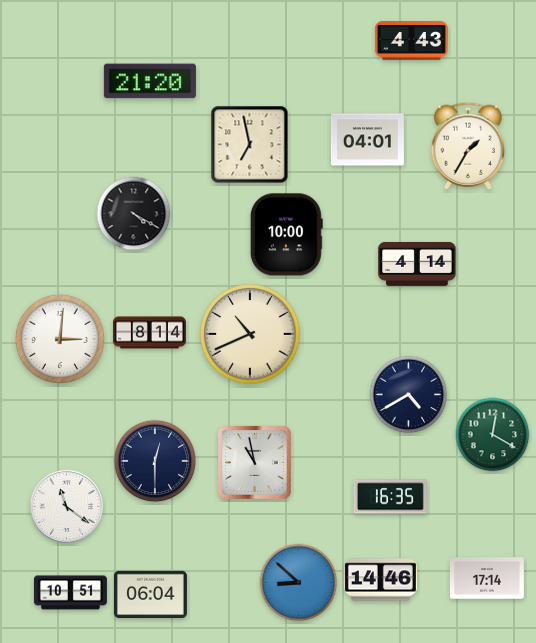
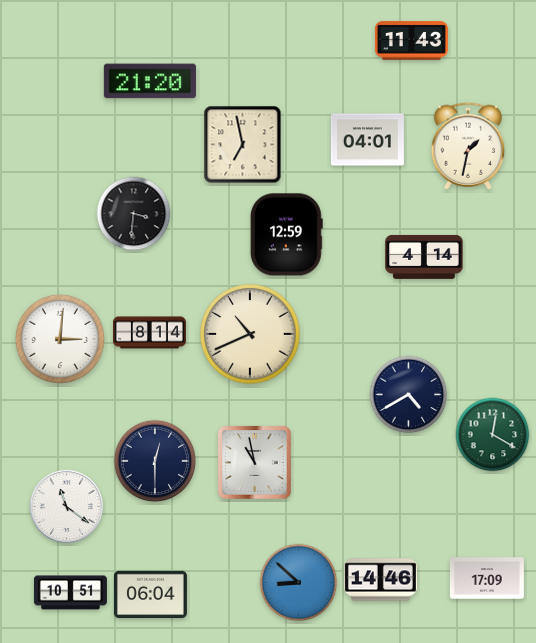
clock at (411, 41): 4:43 -> 11:43
clock at (250, 145) position: (250, 145) -> (243, 145)
clock at (468, 146): 1:35 -> 1:32
clock at (134, 214): 4:20 -> 3:31
clock at (286, 235): 10:00 -> 12:59
clock at (417, 264) position: (417, 264) -> (424, 257)
clock at (390, 497): 16:35 -> none
clock at (487, 578): 17:14 -> 17:09
